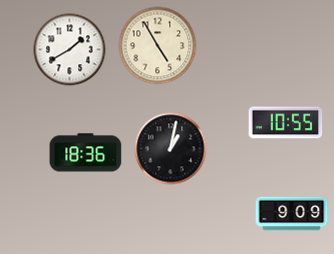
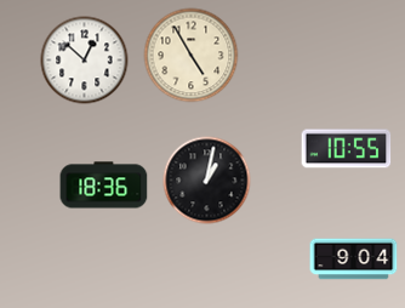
clock at (70, 50): 1:40 -> 12:52
clock at (292, 214): 9:09 -> 9:04
